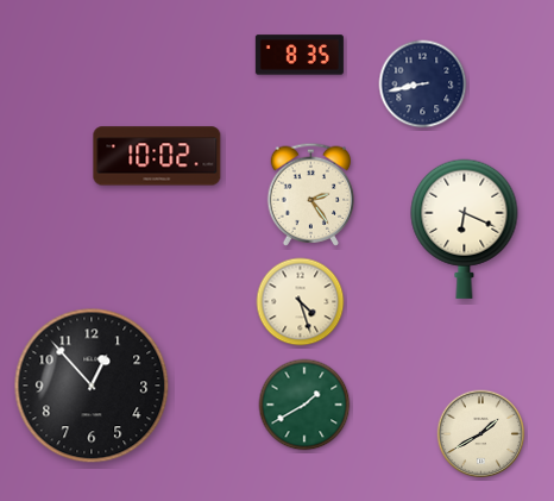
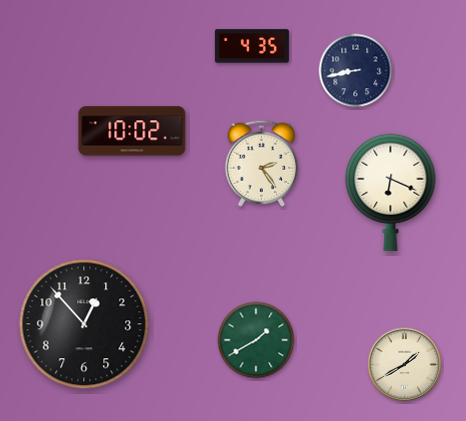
clock at (300, 55): 8:35 -> 4:35
clock at (301, 302): 4:27 -> none
clock at (92, 386) position: (92, 386) -> (84, 324)
